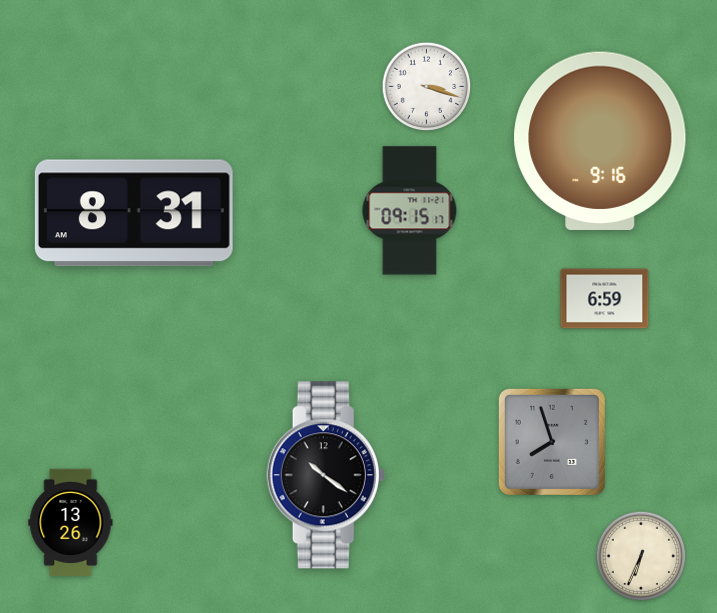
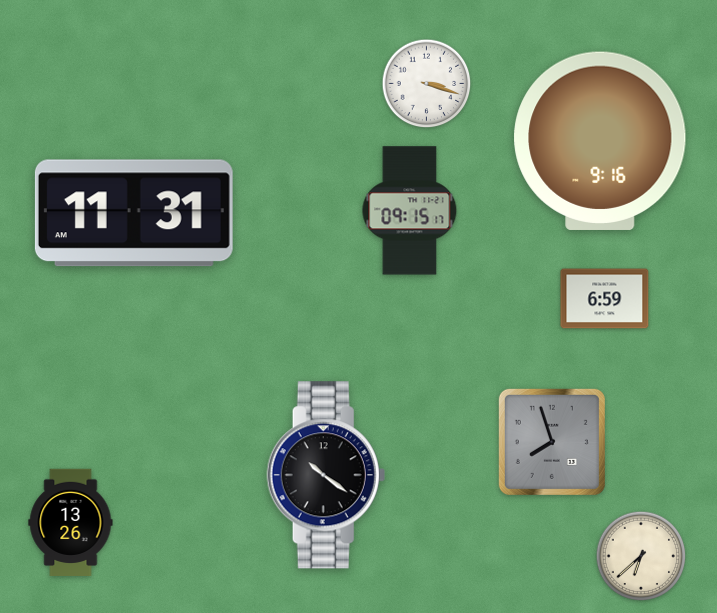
clock at (427, 87) position: (427, 87) -> (427, 84)
clock at (134, 213): 8:31 -> 11:31
clock at (641, 556): 6:34 -> 6:38
